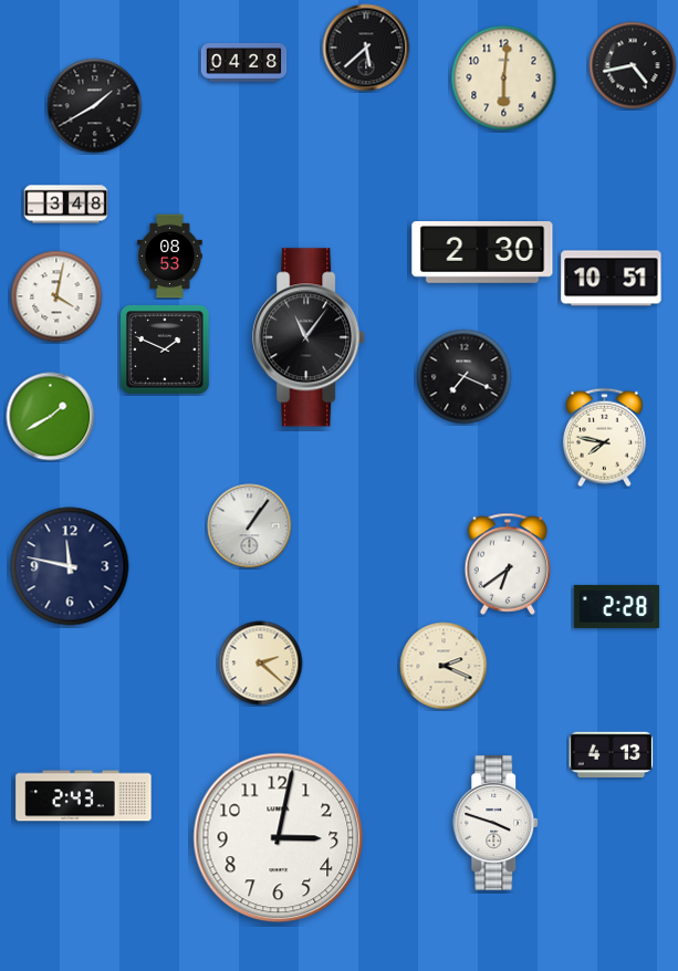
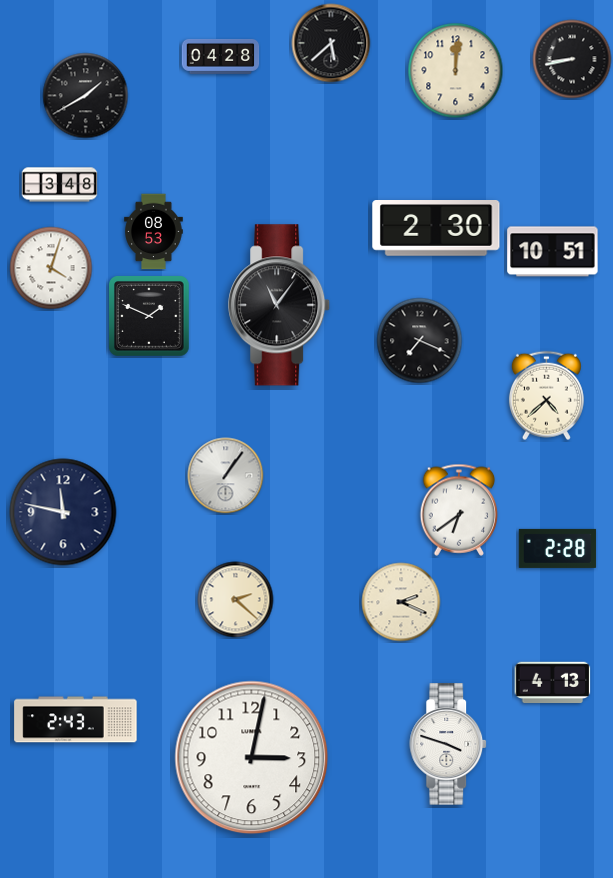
clock at (633, 65): 4:43 -> 8:43
clock at (504, 79): 6:01 -> 12:01
clock at (56, 296): 4:02 -> 4:03
clock at (51, 417): 1:40 -> none
clock at (604, 438): 7:47 -> 4:38
